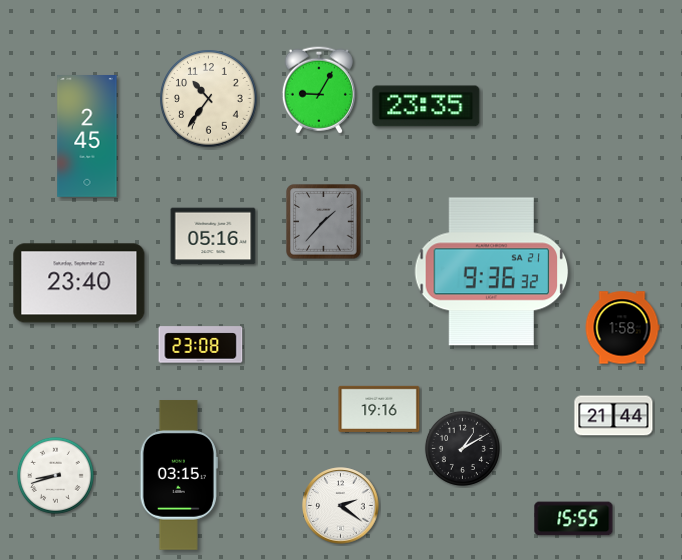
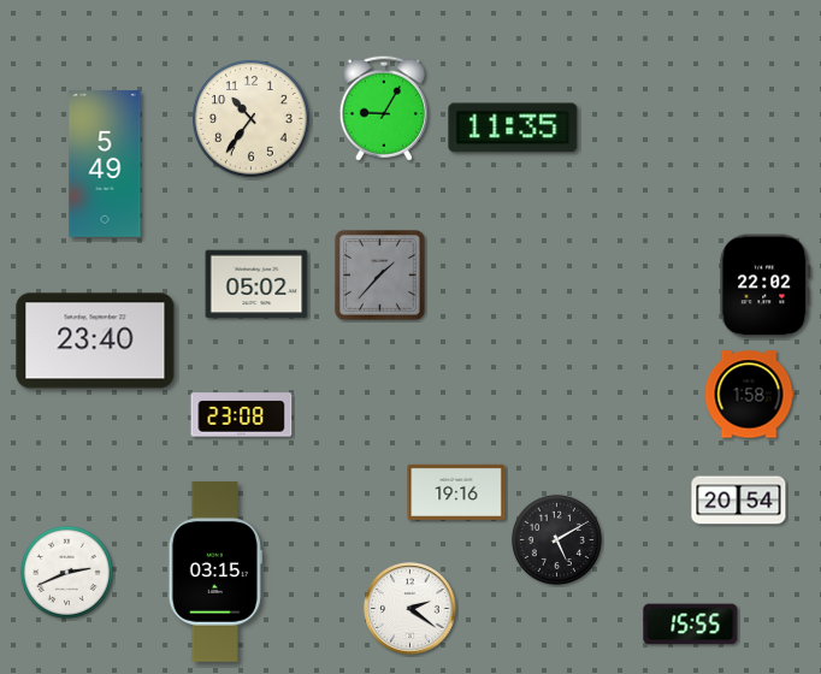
clock at (426, 106): 23:35 -> 11:35
clock at (87, 137): 2:45 -> 5:49
clock at (324, 222) position: (324, 222) -> (380, 276)
clock at (213, 236): 05:16 -> 05:02
clock at (766, 286): none -> 22:02
clock at (492, 272): 9:36 -> none
clock at (614, 416): 21:44 -> 20:54
clock at (462, 448): 1:10 -> 5:10
clock at (55, 475): 8:42 -> 2:41
